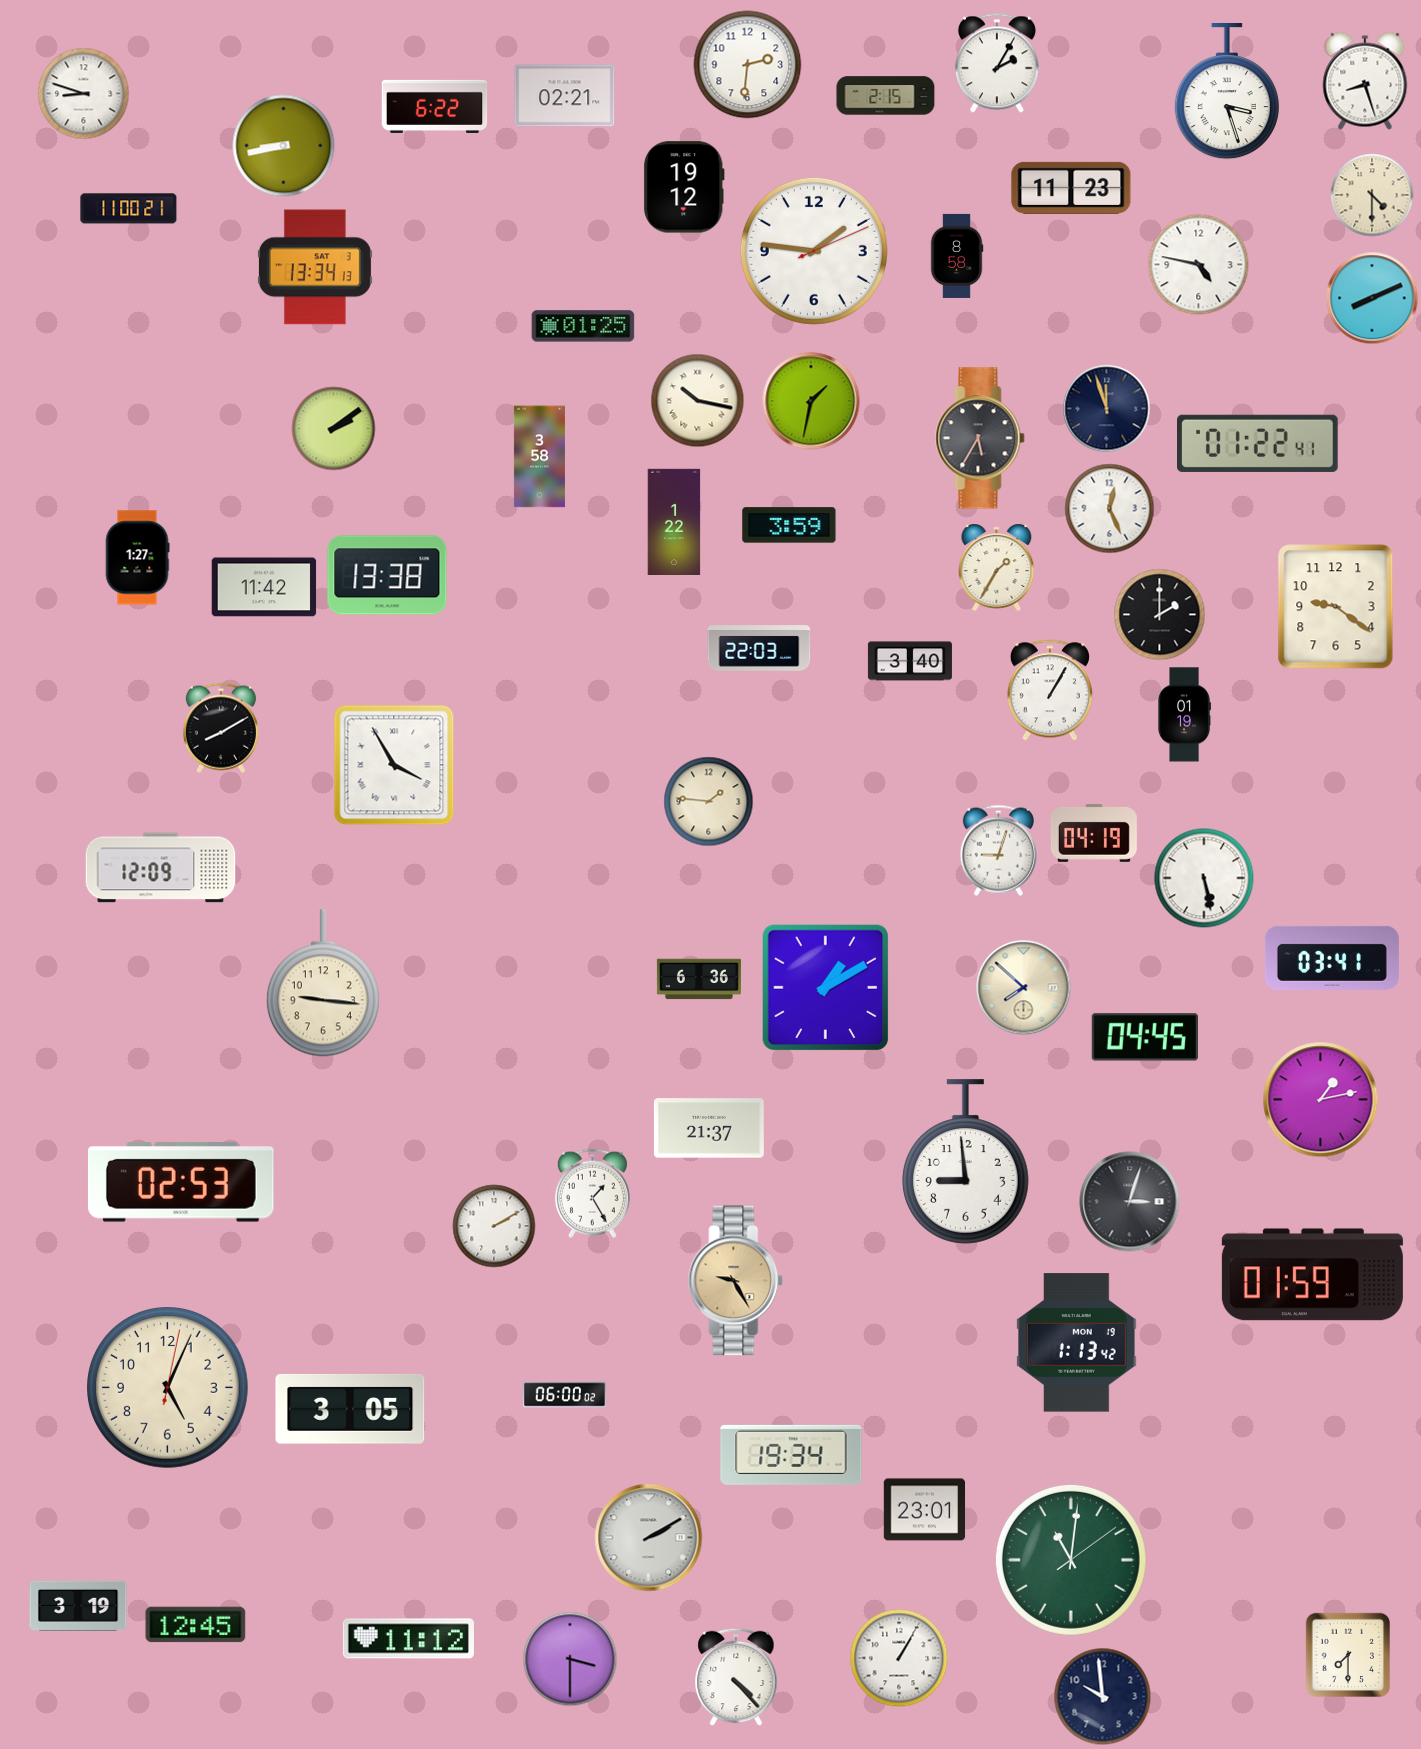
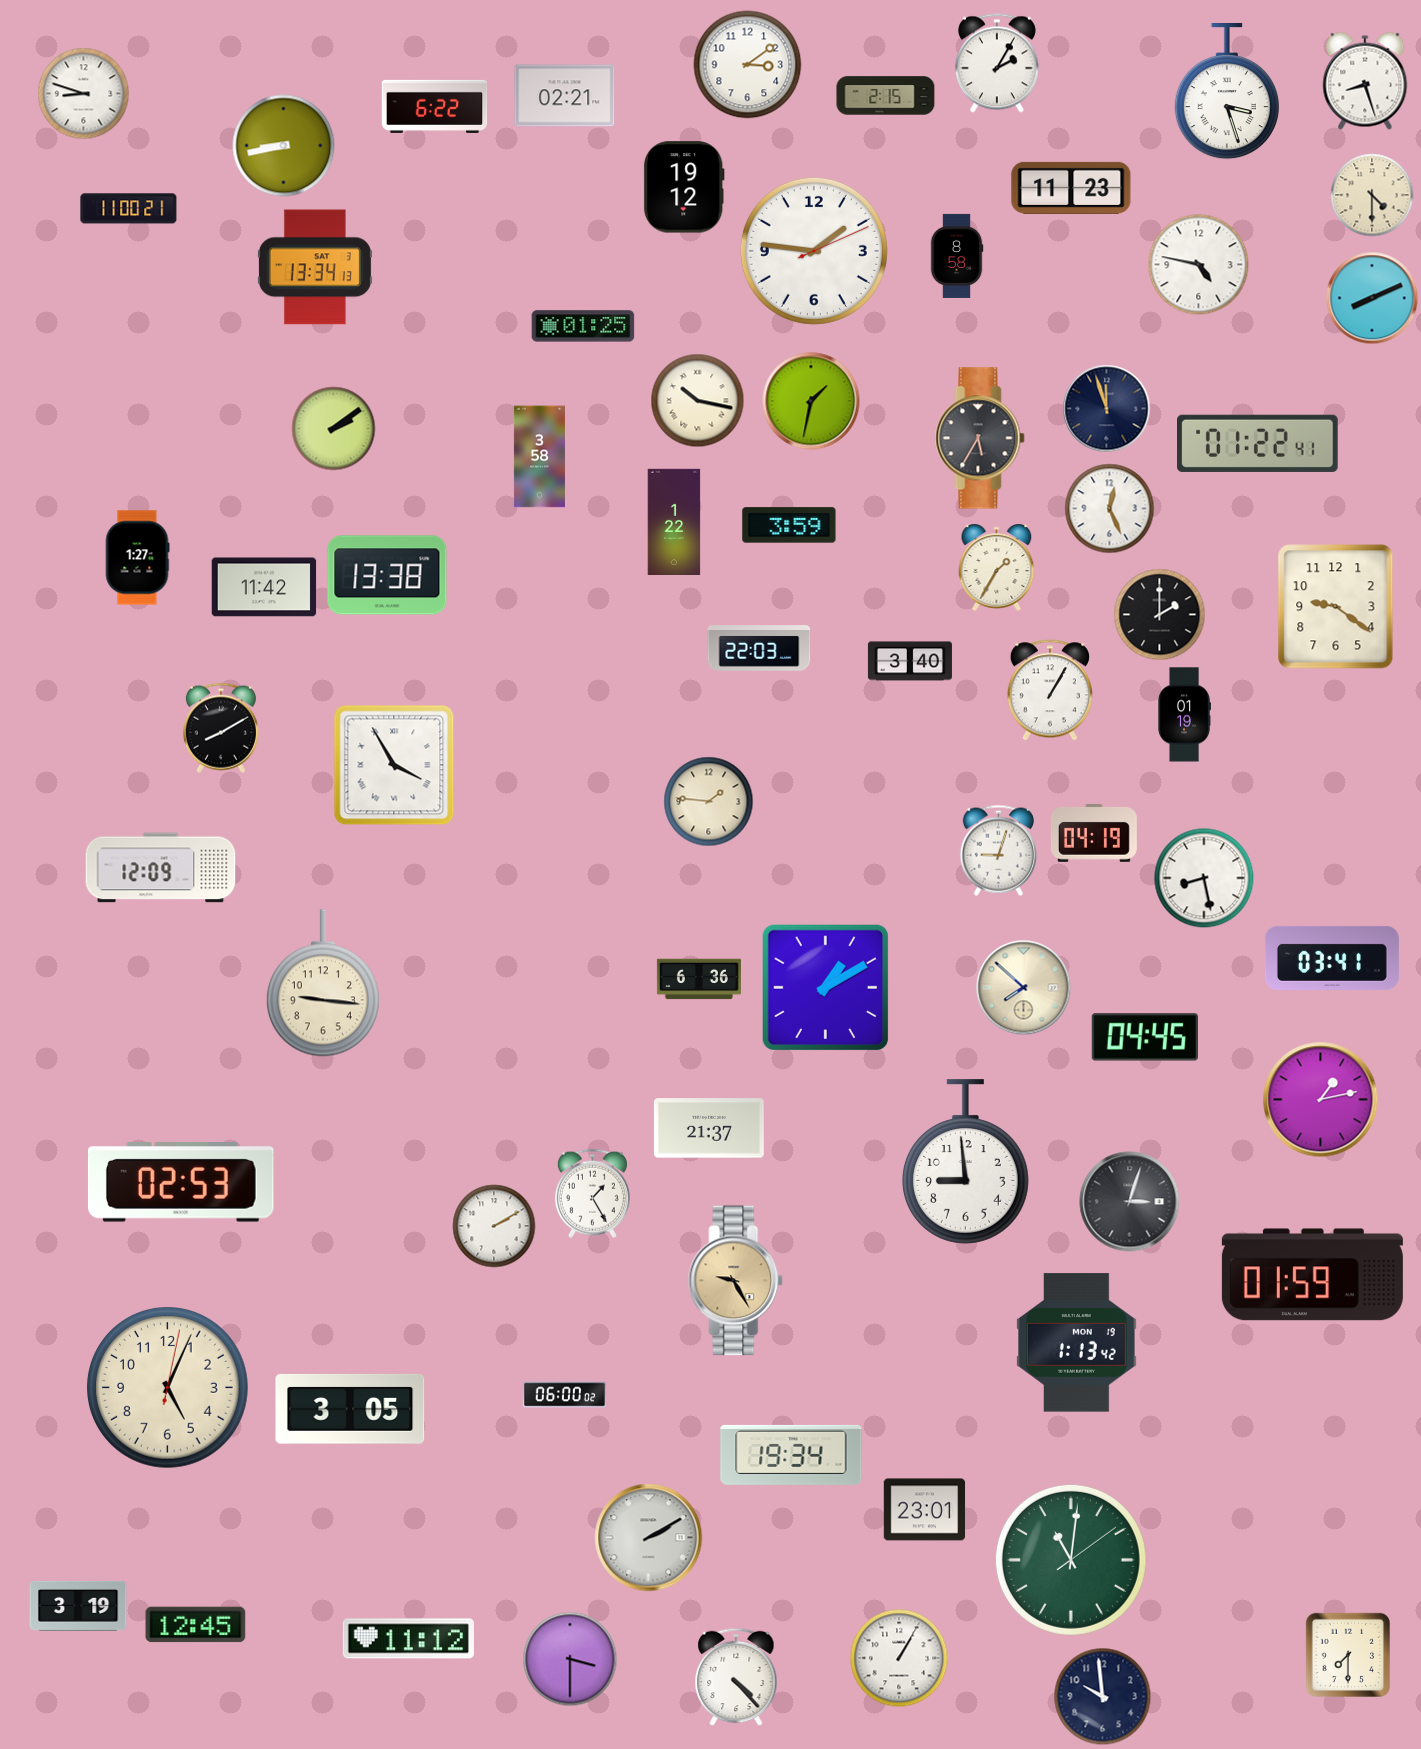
clock at (748, 65): 2:31 -> 3:09
clock at (1204, 878): 5:28 -> 8:28
